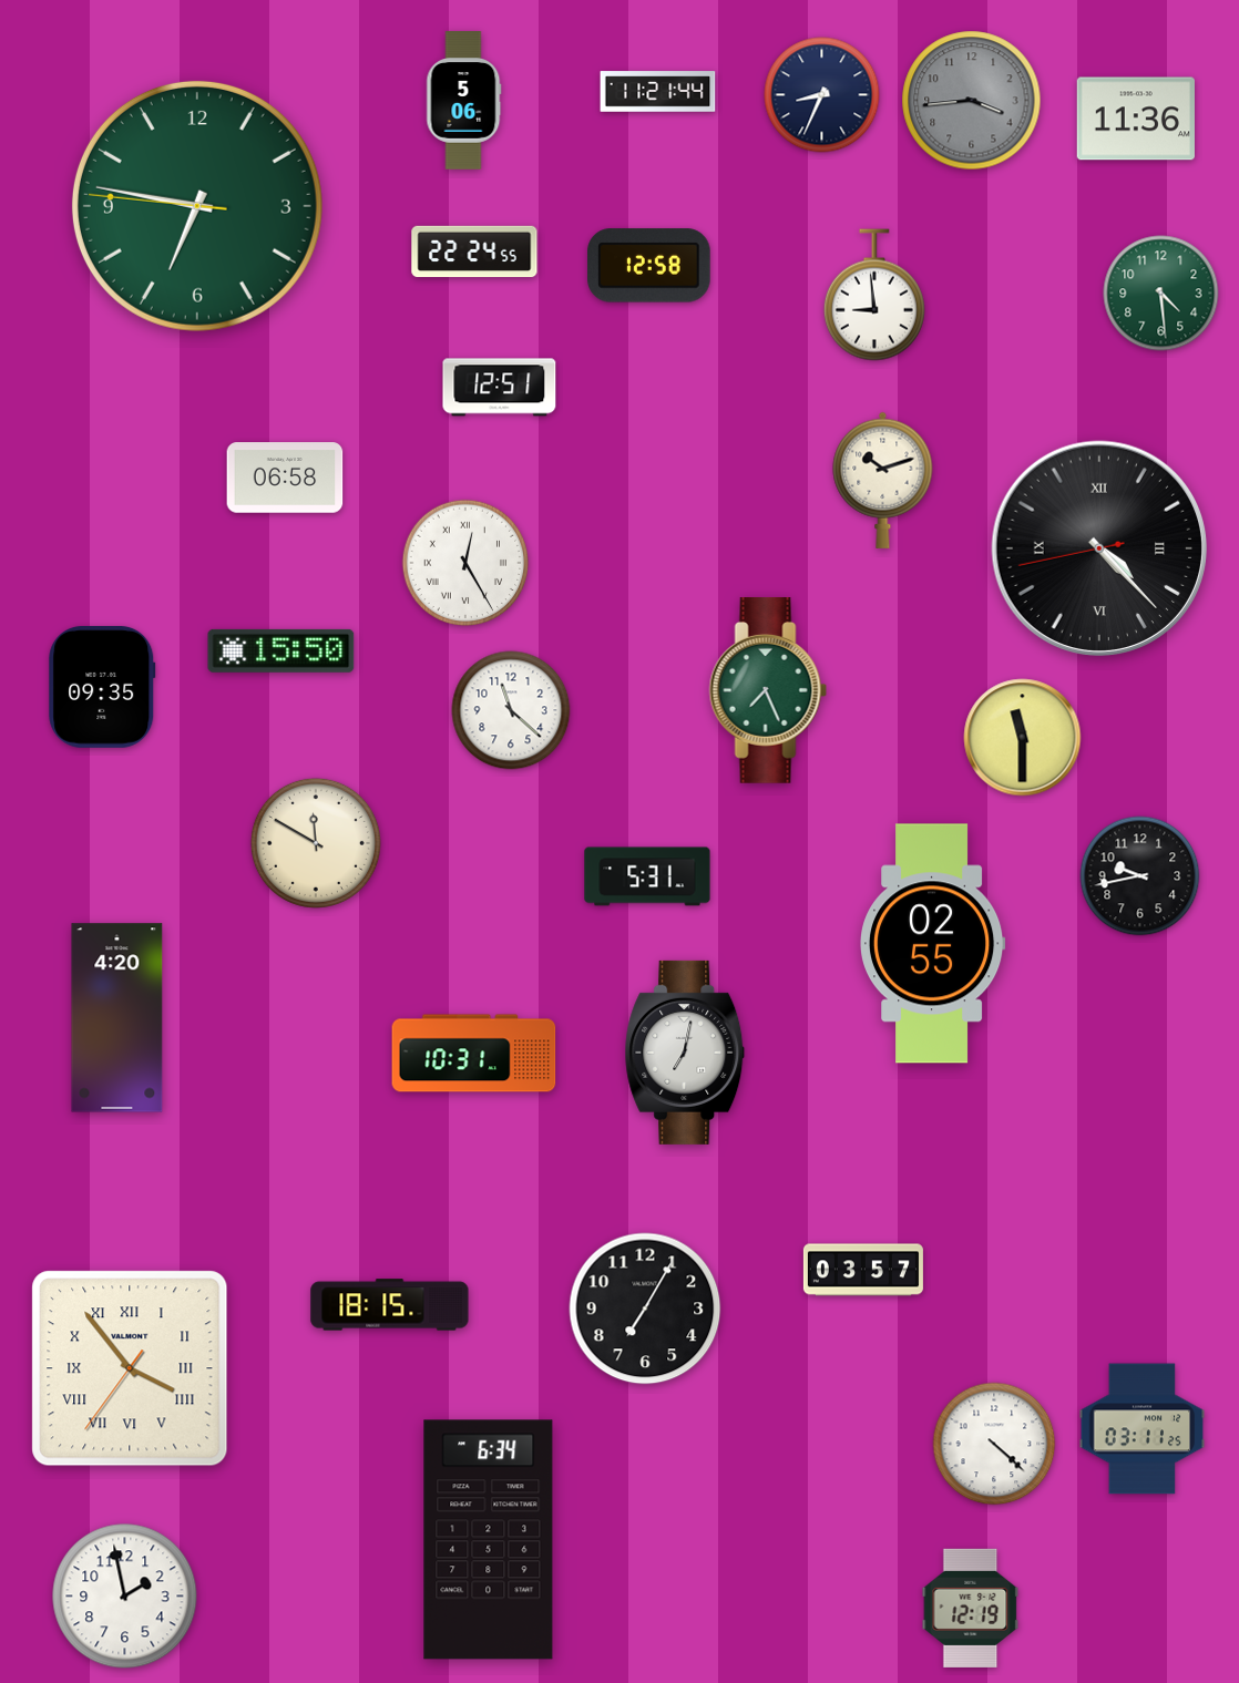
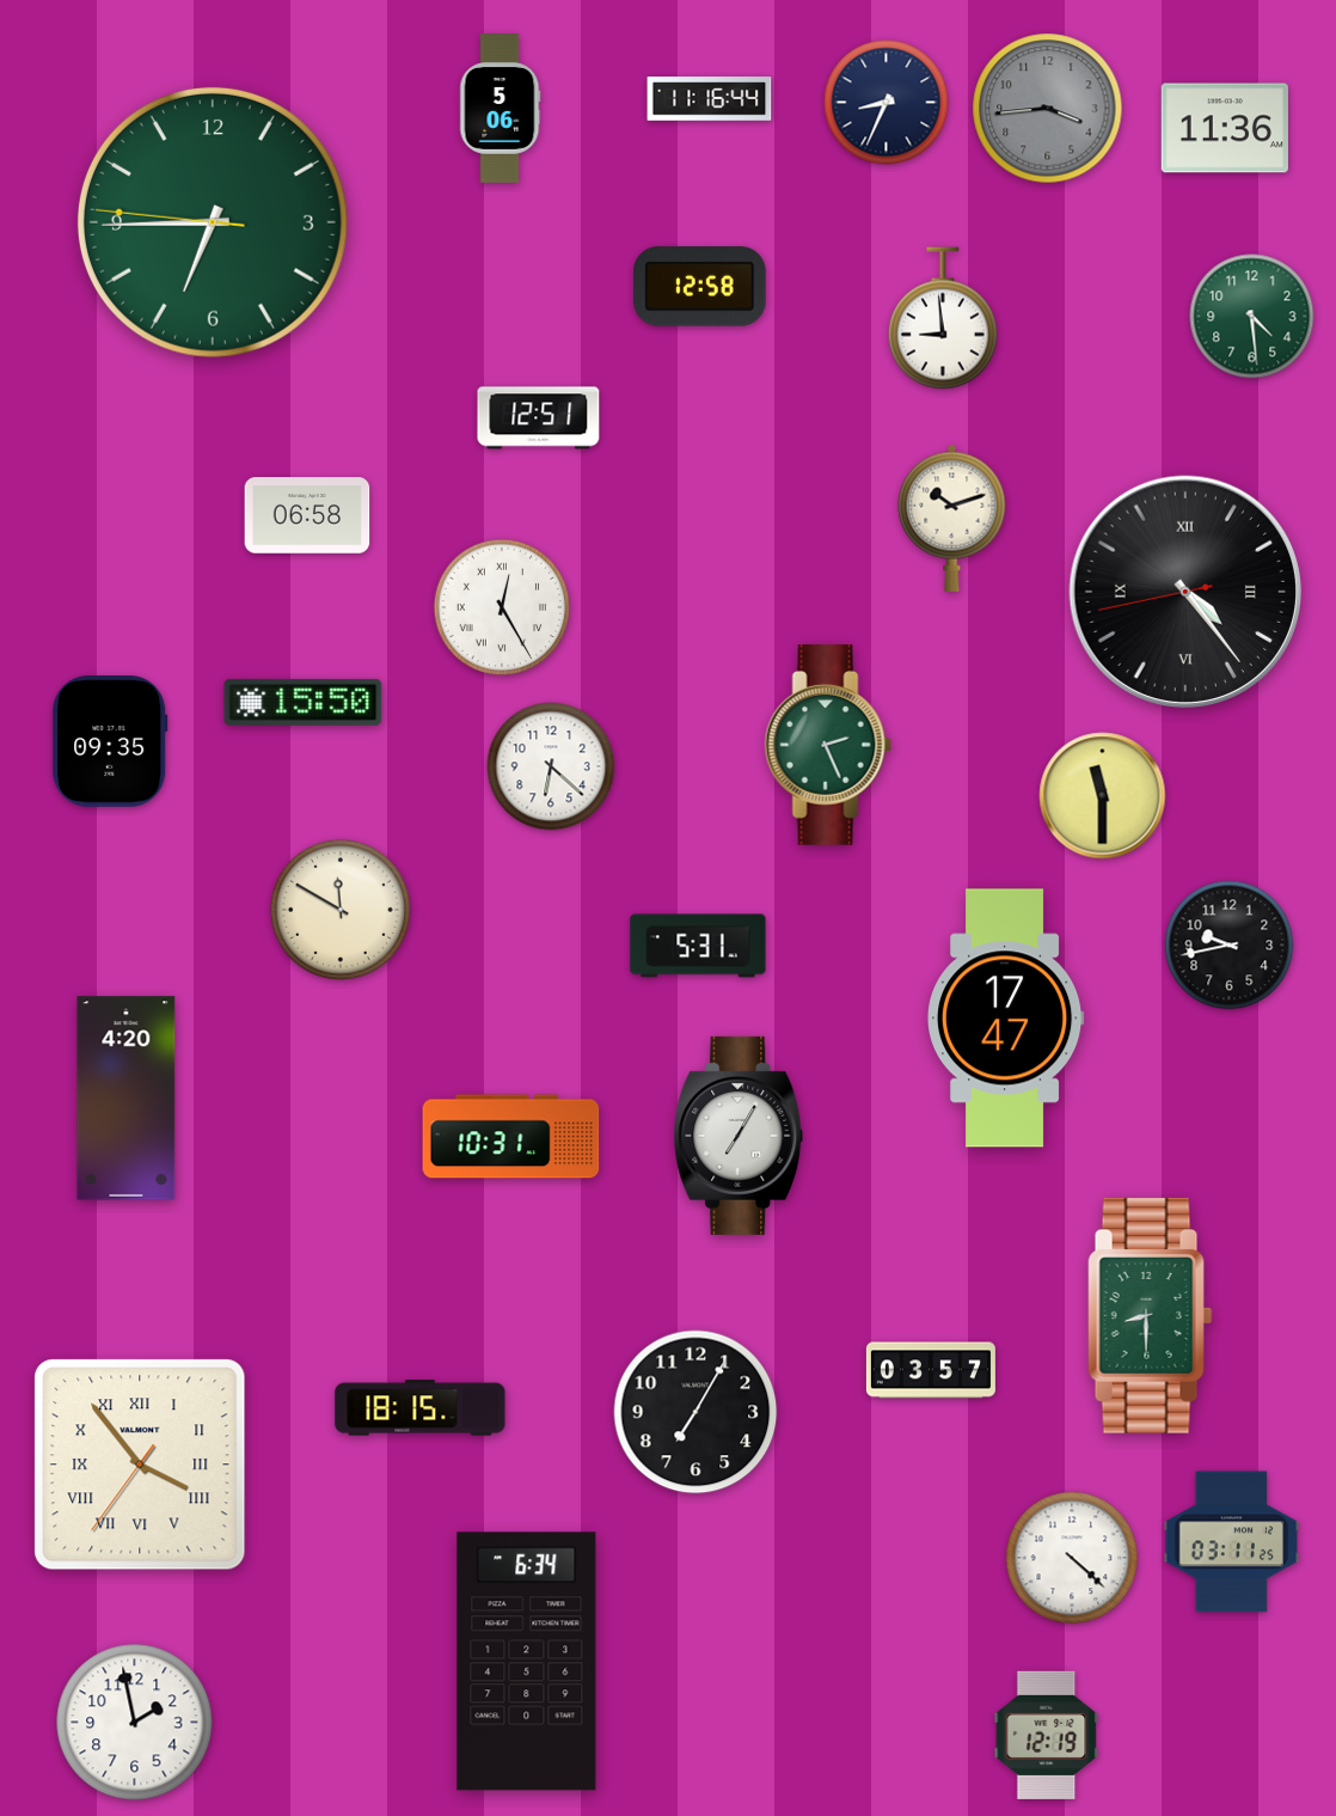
clock at (658, 92): 11:21 -> 11:16
clock at (197, 206): 6:46 -> 6:44
clock at (474, 252): 22:24 -> none
clock at (1099, 548): 4:22 -> 4:23
clock at (768, 691): 7:26 -> 2:26
clock at (511, 710): 11:22 -> 6:22
clock at (933, 944): 02:55 -> 17:47
clock at (685, 1053): 7:02 -> 7:05
clock at (1151, 1315): none -> 8:30
clock at (130, 1368) position: (130, 1368) -> (140, 1465)
